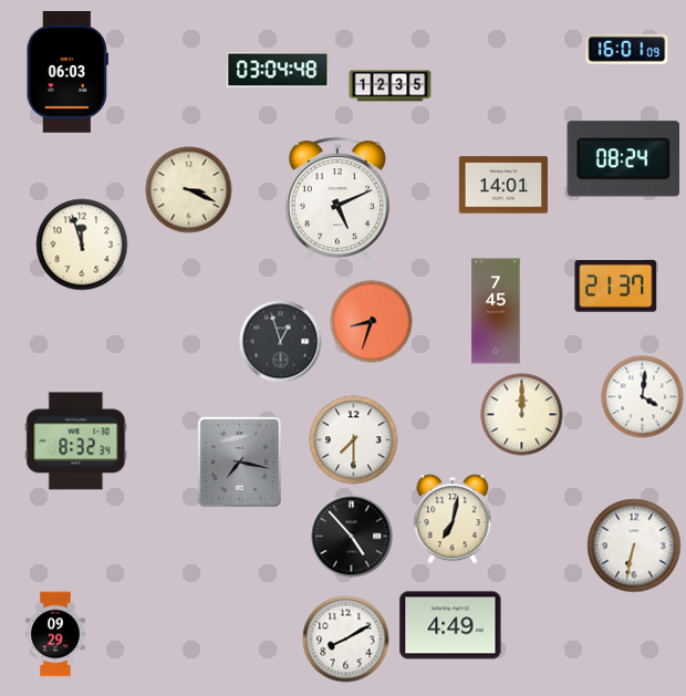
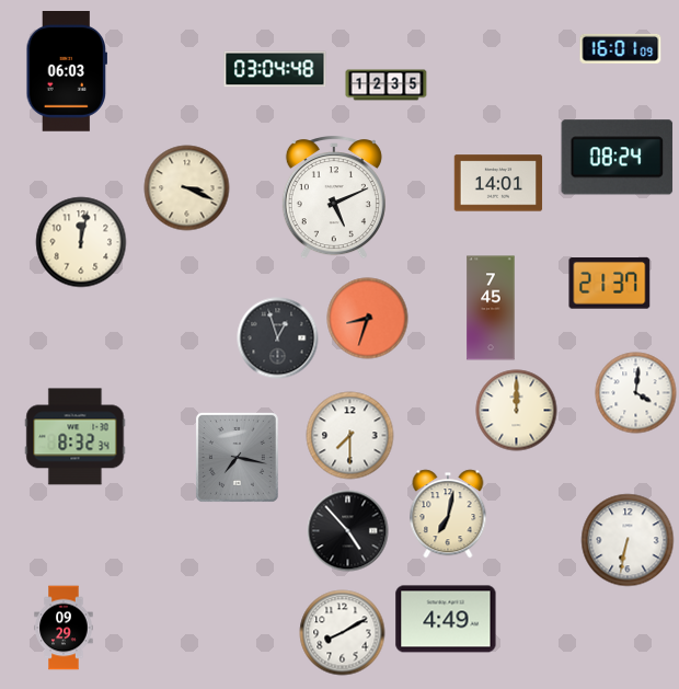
clock at (82, 245): 11:57 -> 12:02
clock at (55, 634) position: (55, 634) -> (64, 628)
